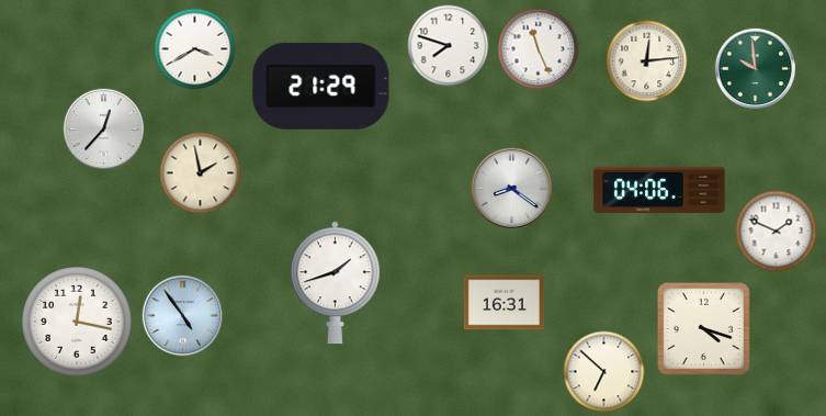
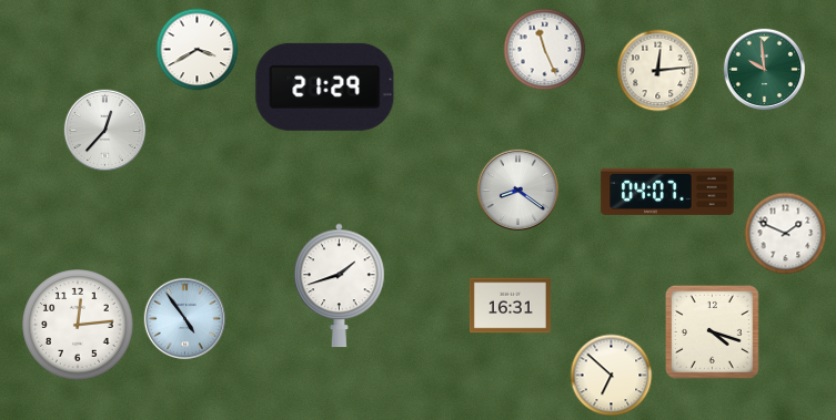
clock at (449, 46): 7:48 -> none
clock at (647, 61) position: (647, 61) -> (658, 71)
clock at (201, 173): 1:58 -> none
clock at (659, 190): 04:06 -> 04:07
clock at (77, 322): 12:17 -> 12:14
